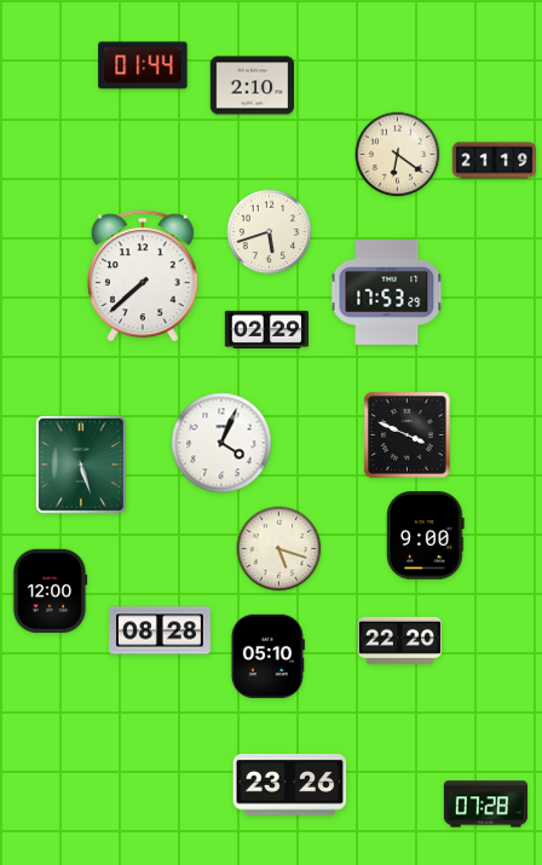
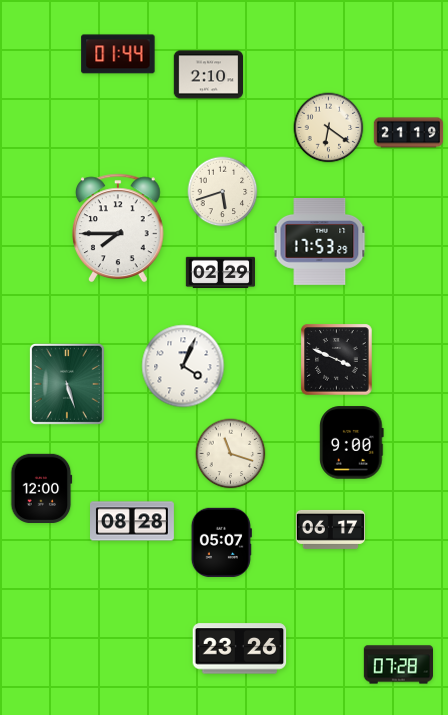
clock at (252, 86) position: (252, 86) -> (208, 75)
clock at (143, 276): 7:38 -> 7:45
clock at (279, 549): 5:18 -> 11:18
clock at (400, 640): 22:20 -> 06:17
clock at (267, 656): 05:10 -> 05:07
clock at (485, 805) position: (485, 805) -> (398, 665)
